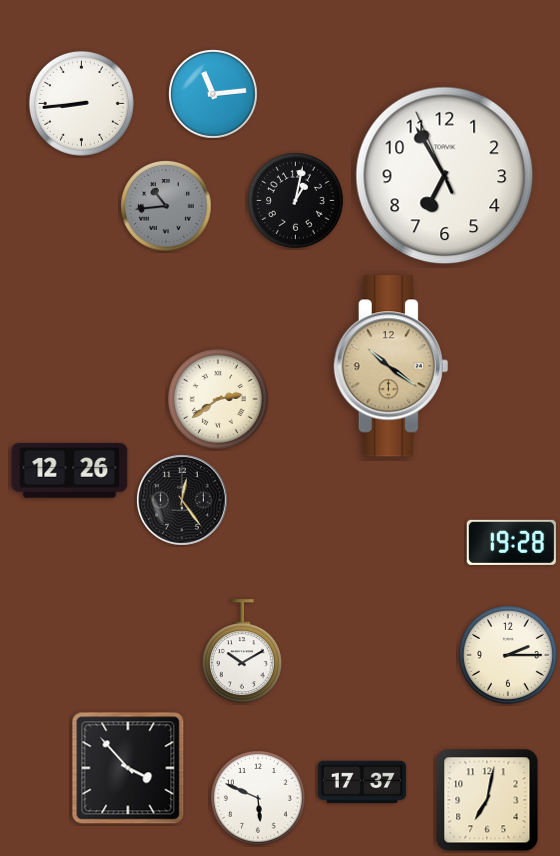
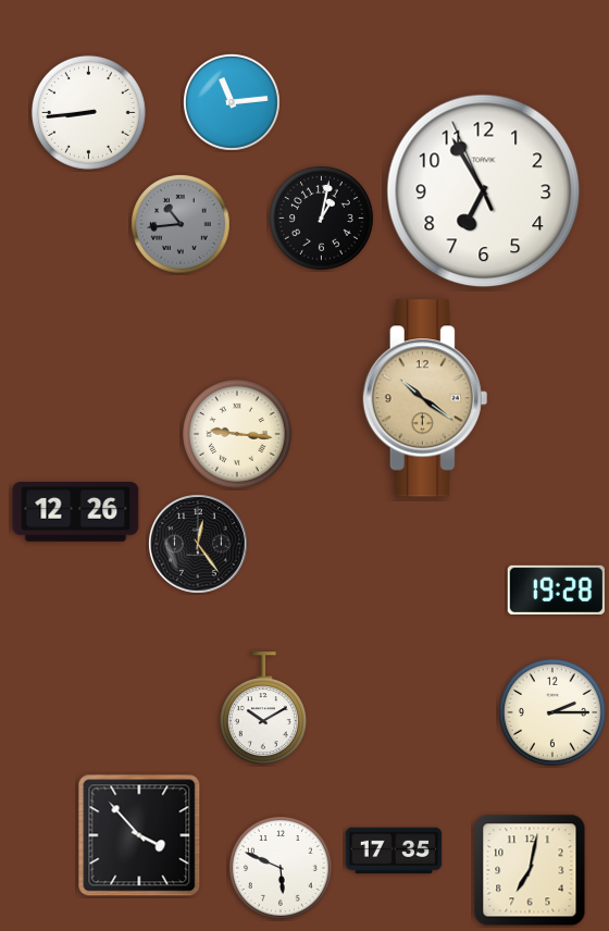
clock at (218, 399): 2:39 -> 9:16
clock at (362, 782): 17:37 -> 17:35
